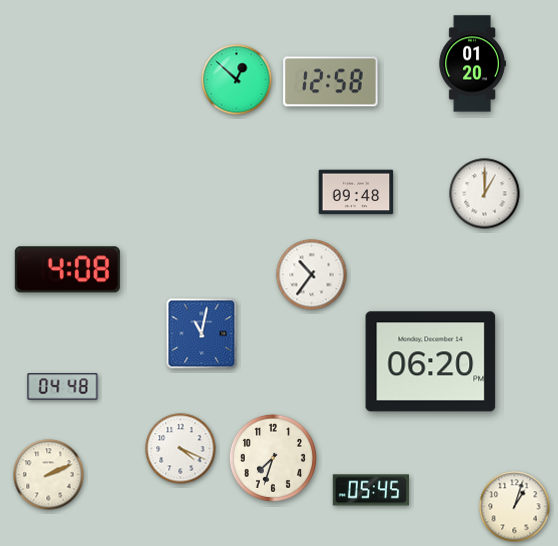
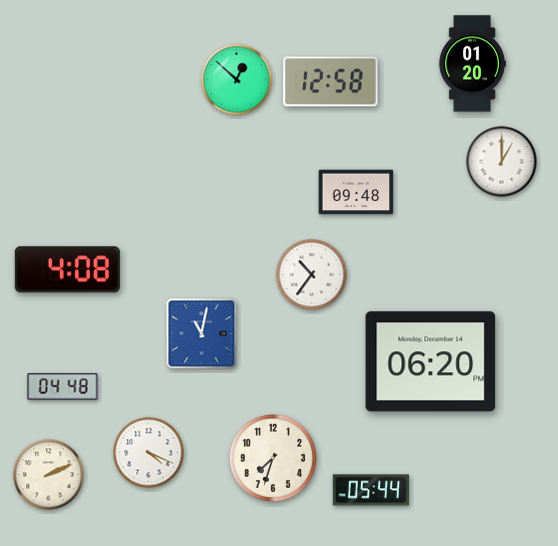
clock at (485, 194) position: (485, 194) -> (502, 162)
clock at (181, 449) position: (181, 449) -> (149, 453)
clock at (371, 490): 05:45 -> 05:44
clock at (515, 507): 1:03 -> none
